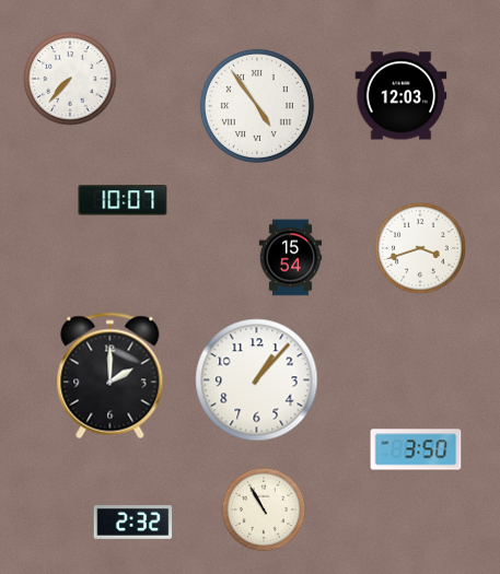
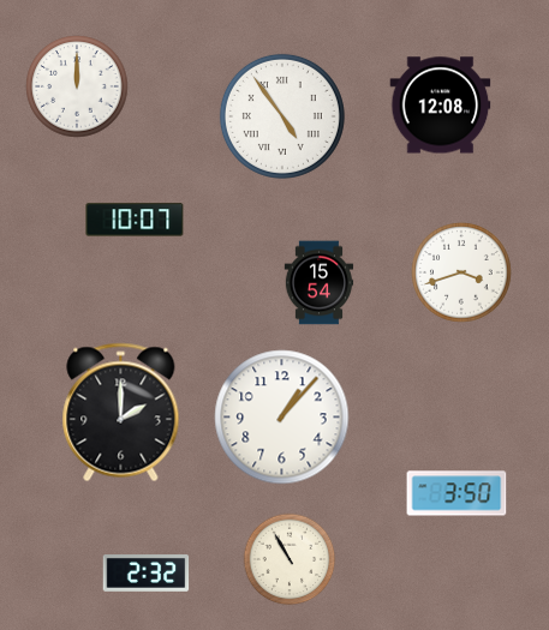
clock at (70, 79): 7:37 -> 12:00
clock at (402, 96): 12:03 -> 12:08
